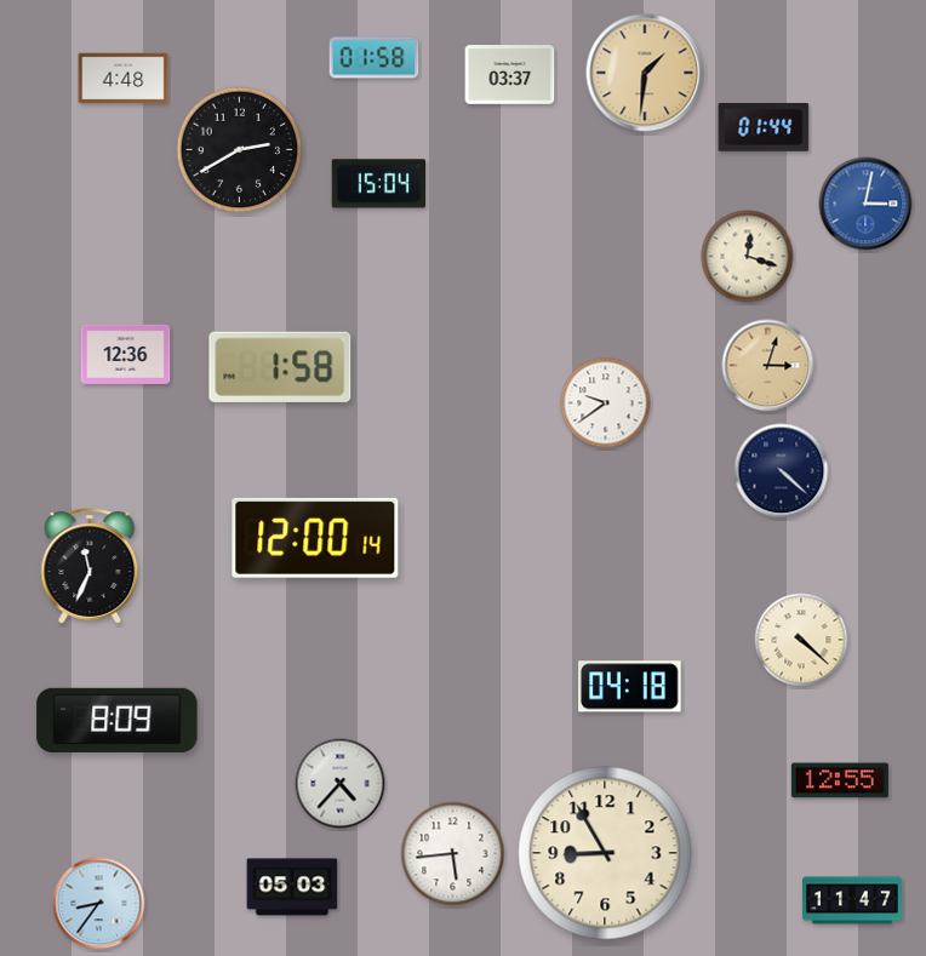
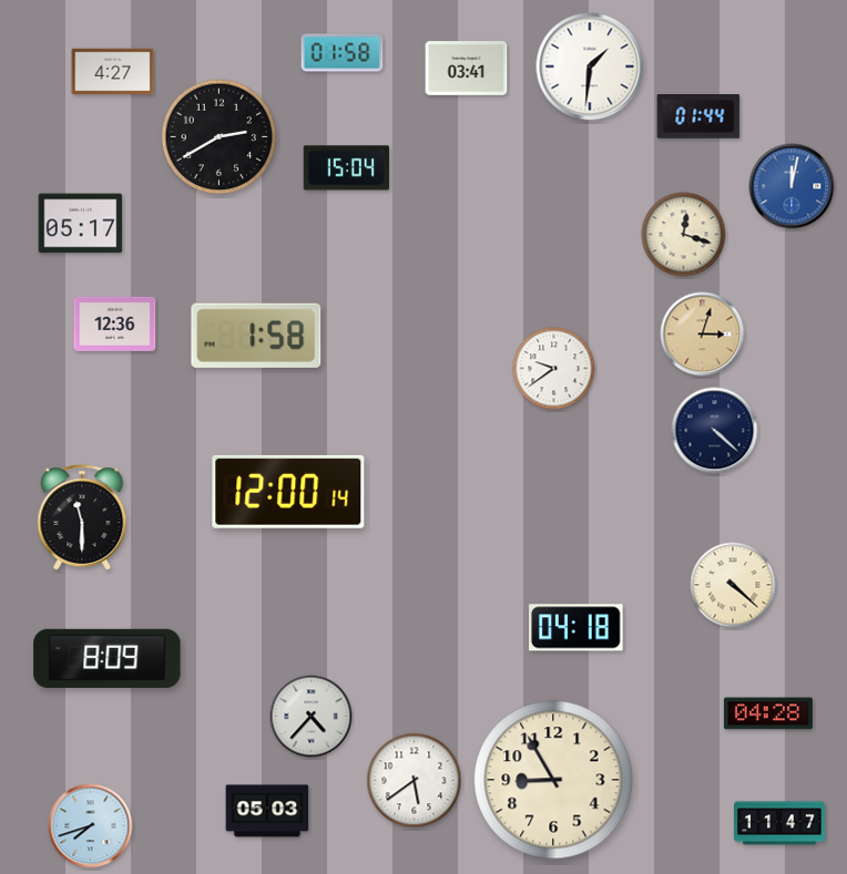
clock at (645, 73) dial: champagne -> white
clock at (510, 75): 03:37 -> 03:41
clock at (124, 79): 4:48 -> 4:27
clock at (865, 204): 3:02 -> 12:02
clock at (81, 224): none -> 05:17
clock at (90, 566): 11:34 -> 11:30
clock at (840, 780): 12:55 -> 04:28
clock at (453, 854): 5:44 -> 5:39
clock at (99, 904): 8:36 -> 7:42
